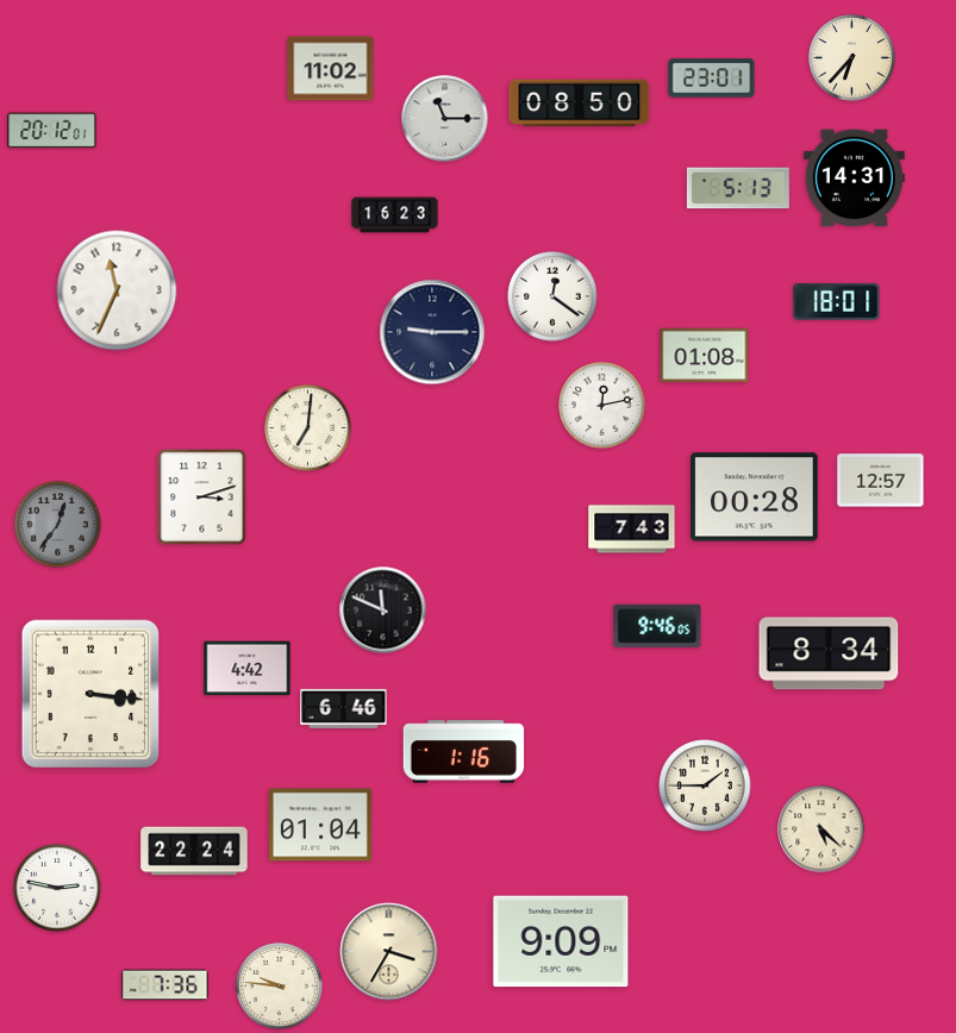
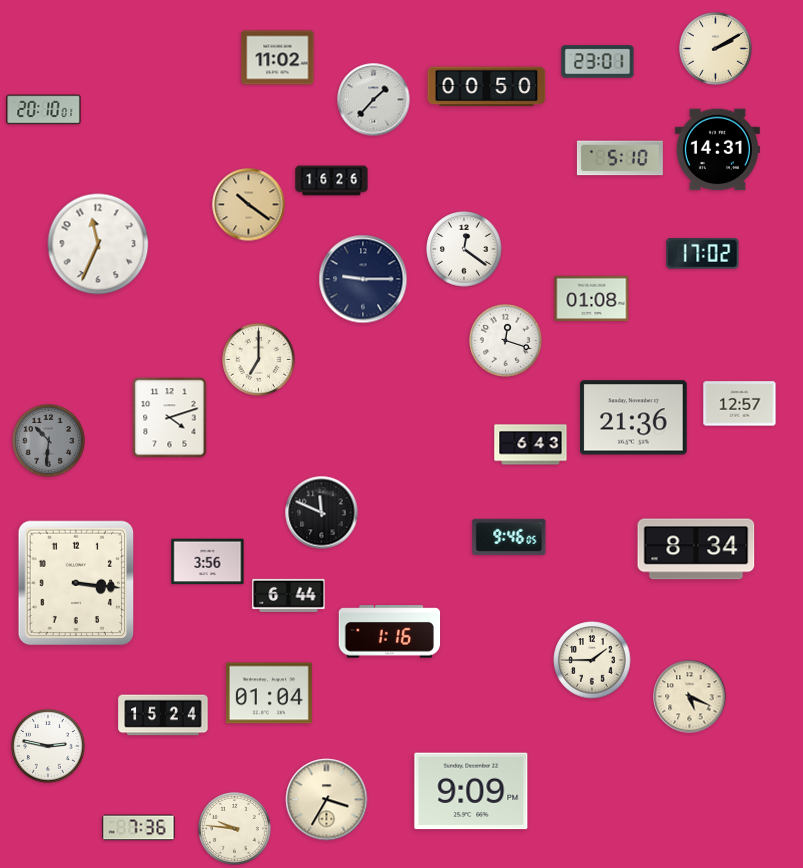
clock at (852, 58): 6:37 -> 2:10
clock at (712, 79) position: (712, 79) -> (598, 62)
clock at (580, 104): 08:50 -> 00:50
clock at (445, 119): 11:15 -> 1:37
clock at (52, 131): 20:12 -> 20:10
clock at (738, 188): 5:13 -> 5:10
clock at (395, 215): 16:23 -> 16:26
clock at (249, 205): none -> 10:21
clock at (837, 302): 18:01 -> 17:02
clock at (602, 406): 12:13 -> 12:18
clock at (308, 428): 7:01 -> 7:00
clock at (202, 497): 3:12 -> 4:12
clock at (755, 497): 00:28 -> 21:36
clock at (58, 525): 12:36 -> 10:31
clock at (632, 530): 7:43 -> 6:43
clock at (657, 626) position: (657, 626) -> (509, 537)
clock at (248, 669): 4:42 -> 3:56
clock at (344, 708): 6:46 -> 6:44
clock at (821, 829): 5:22 -> 5:19
clock at (194, 851): 22:24 -> 15:24
